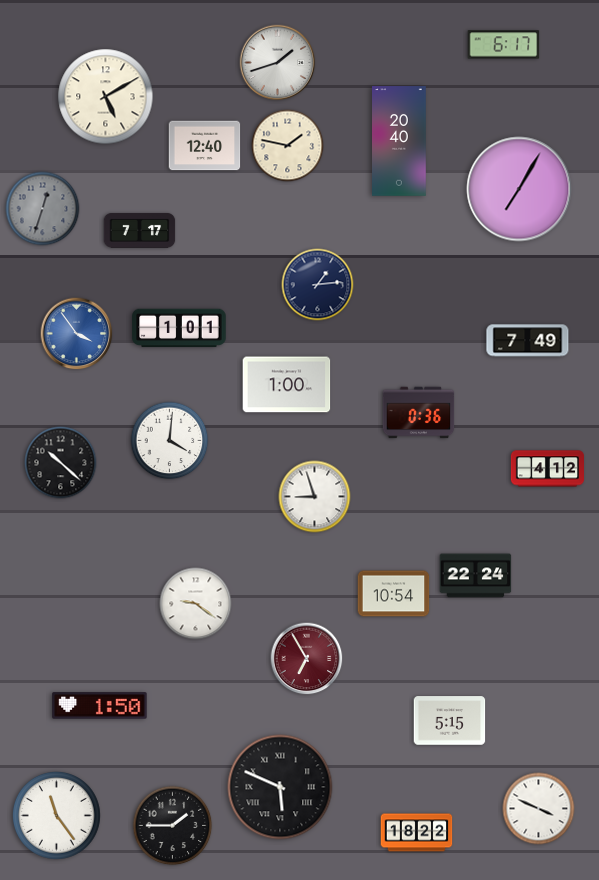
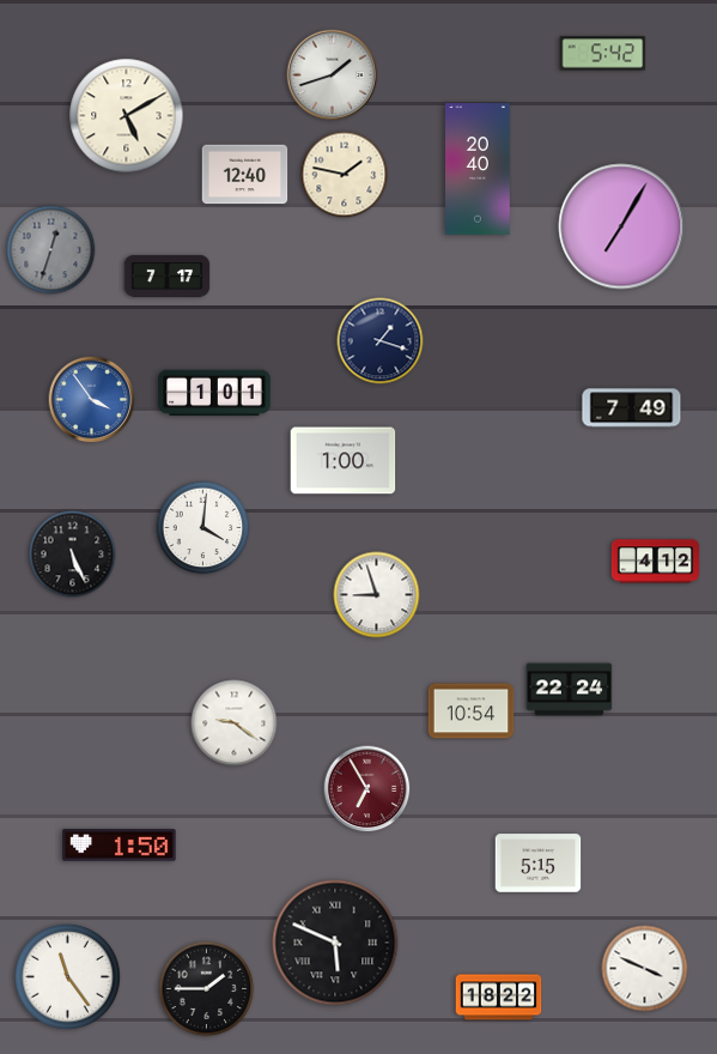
clock at (504, 45): 6:17 -> 5:42
clock at (318, 285): 1:14 -> 1:18
clock at (419, 413): 0:36 -> none
clock at (61, 463): 10:22 -> 5:26
